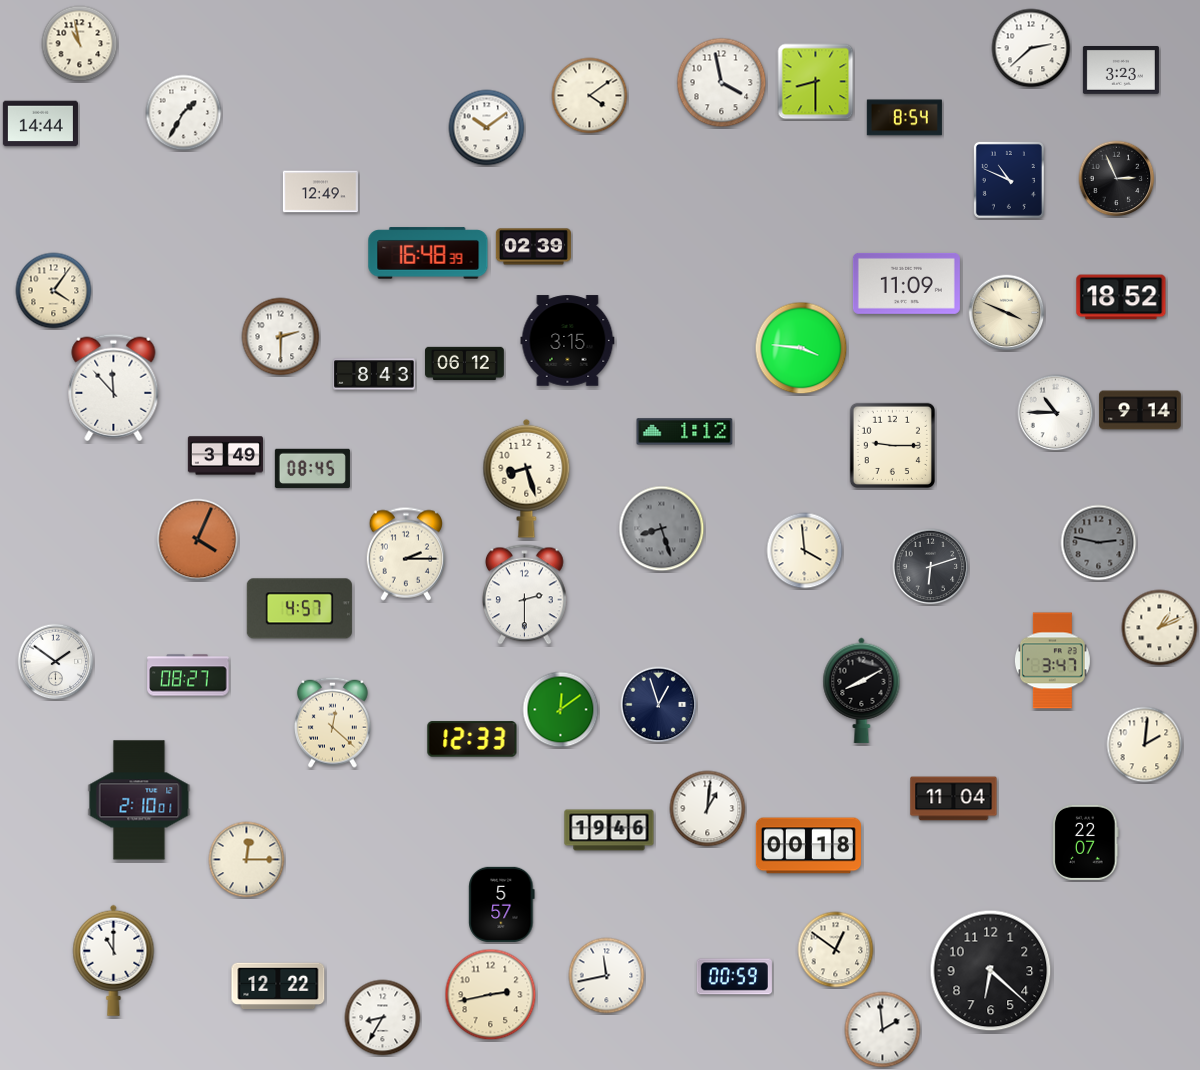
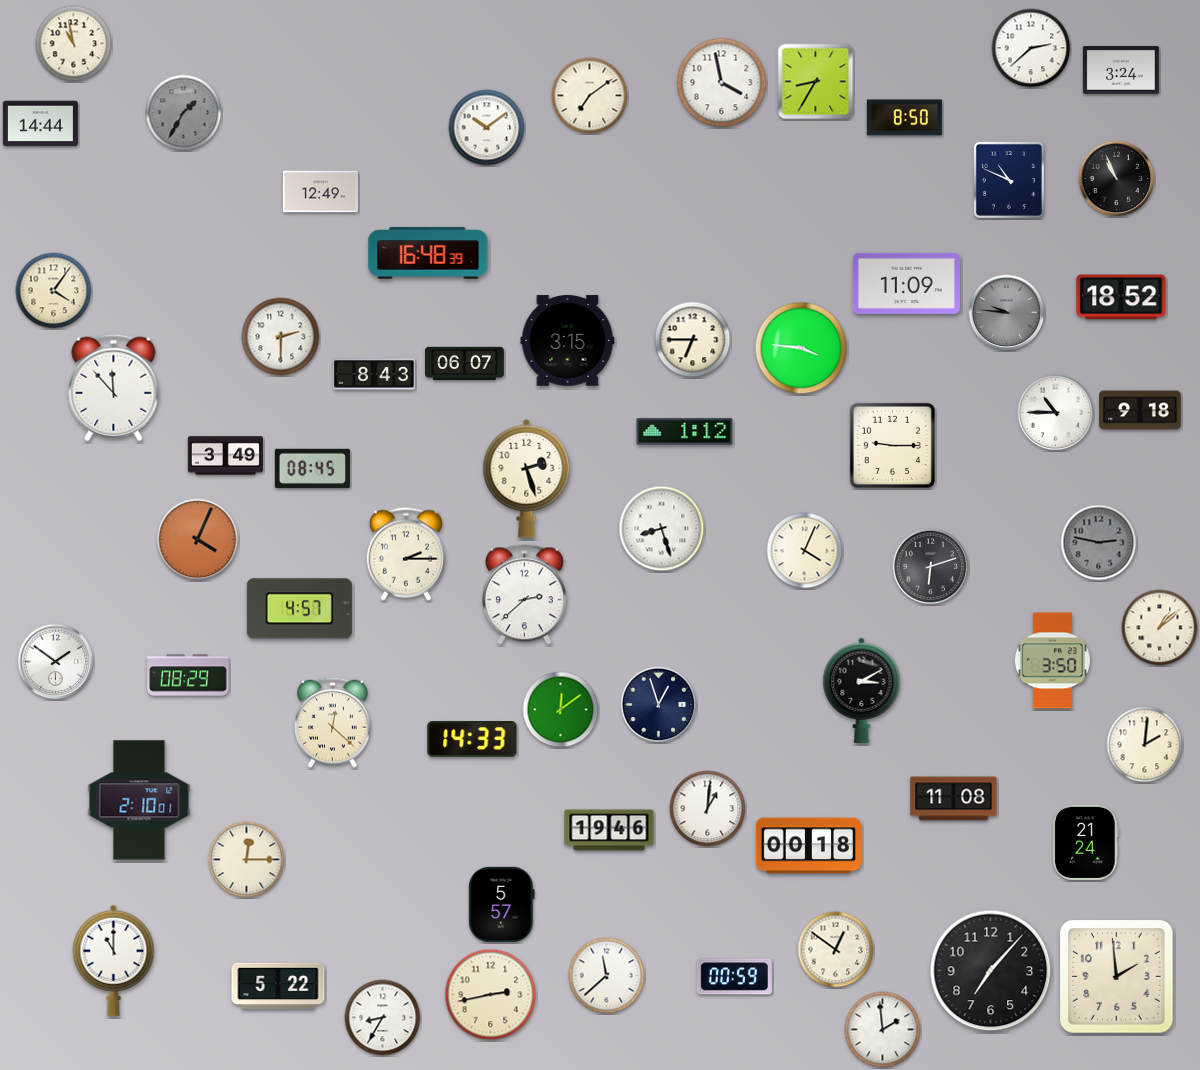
clock at (80, 44) position: (80, 44) -> (74, 44)
clock at (1121, 71): 3:23 -> 3:24
clock at (816, 82): 8:30 -> 8:35
clock at (590, 96): 4:09 -> 7:09
clock at (184, 113) dial: white -> grey
clock at (904, 118): 8:54 -> 8:50
clock at (1117, 179): 2:56 -> 10:56
clock at (533, 247): 02:39 -> none
clock at (1007, 313): 3:49 -> 9:46
clock at (1007, 313) dial: cream -> grey
clock at (693, 340): none -> 6:45
clock at (465, 363): 06:12 -> 06:07
clock at (1140, 410): 9:14 -> 9:18
clock at (527, 478): 8:27 -> 2:27
clock at (662, 529) dial: grey -> white
clock at (805, 551): 3:59 -> 4:04
clock at (524, 595): 2:30 -> 2:38
clock at (1160, 628): 1:11 -> 1:08
clock at (1052, 661): 3:47 -> 3:50
clock at (188, 675): 08:27 -> 08:29
clock at (862, 690): 8:10 -> 3:10
clock at (472, 739): 12:33 -> 14:33
clock at (954, 799): 11:04 -> 11:08
clock at (1086, 842): 22:07 -> 21:24
clock at (991, 971): 6:22 -> 7:07
clock at (607, 976): 11:43 -> 11:38
clock at (1117, 977): none -> 1:59
clock at (278, 986): 12:22 -> 5:22
